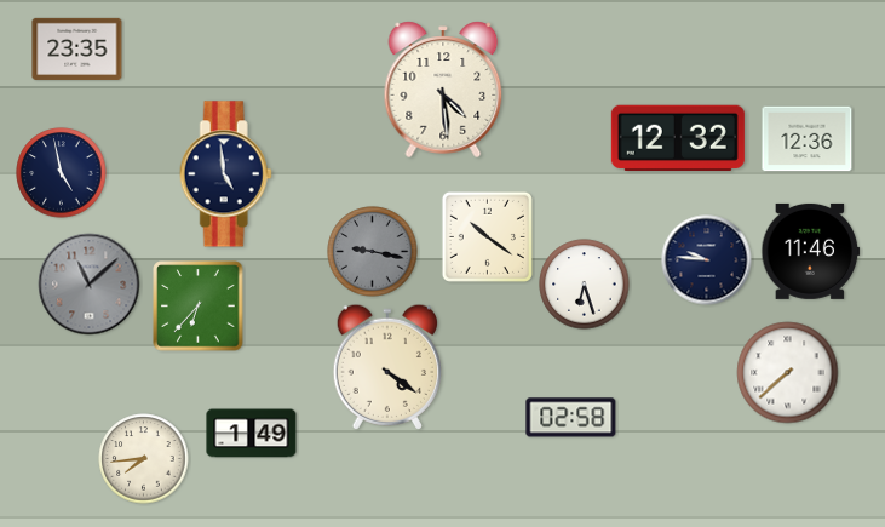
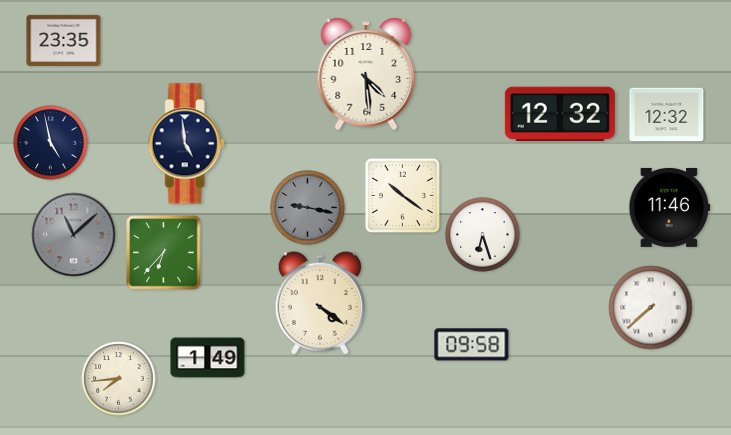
clock at (808, 139): 12:36 -> 12:32
clock at (707, 260): 9:46 -> none
clock at (571, 418): 02:58 -> 09:58
